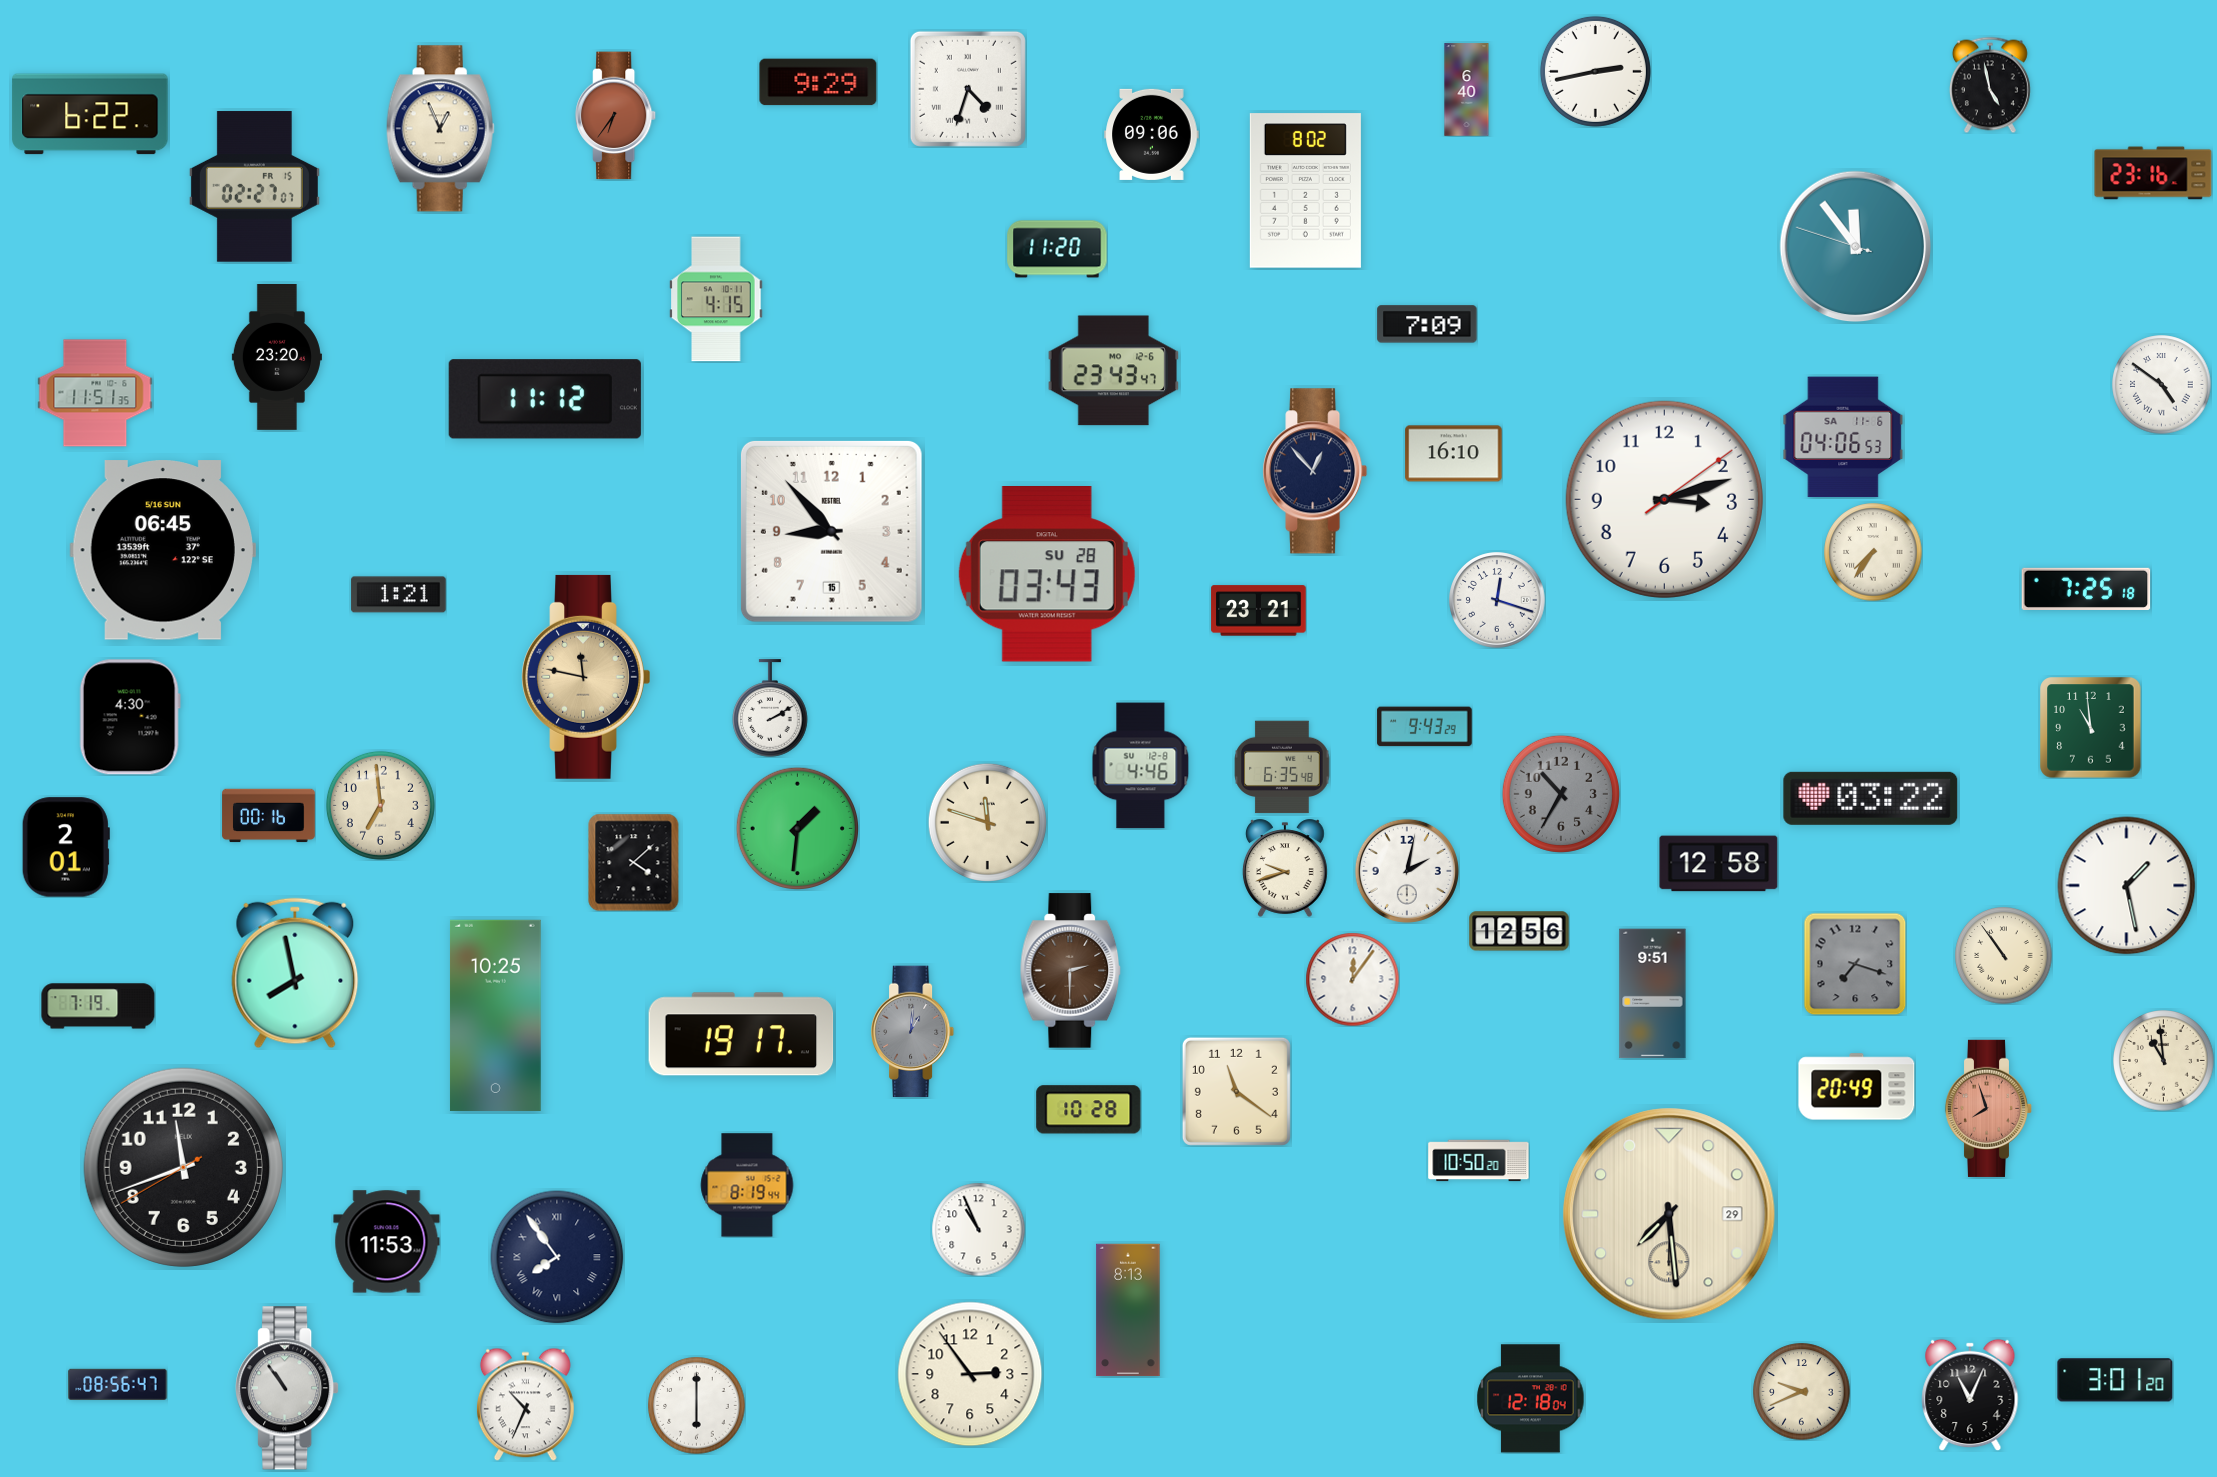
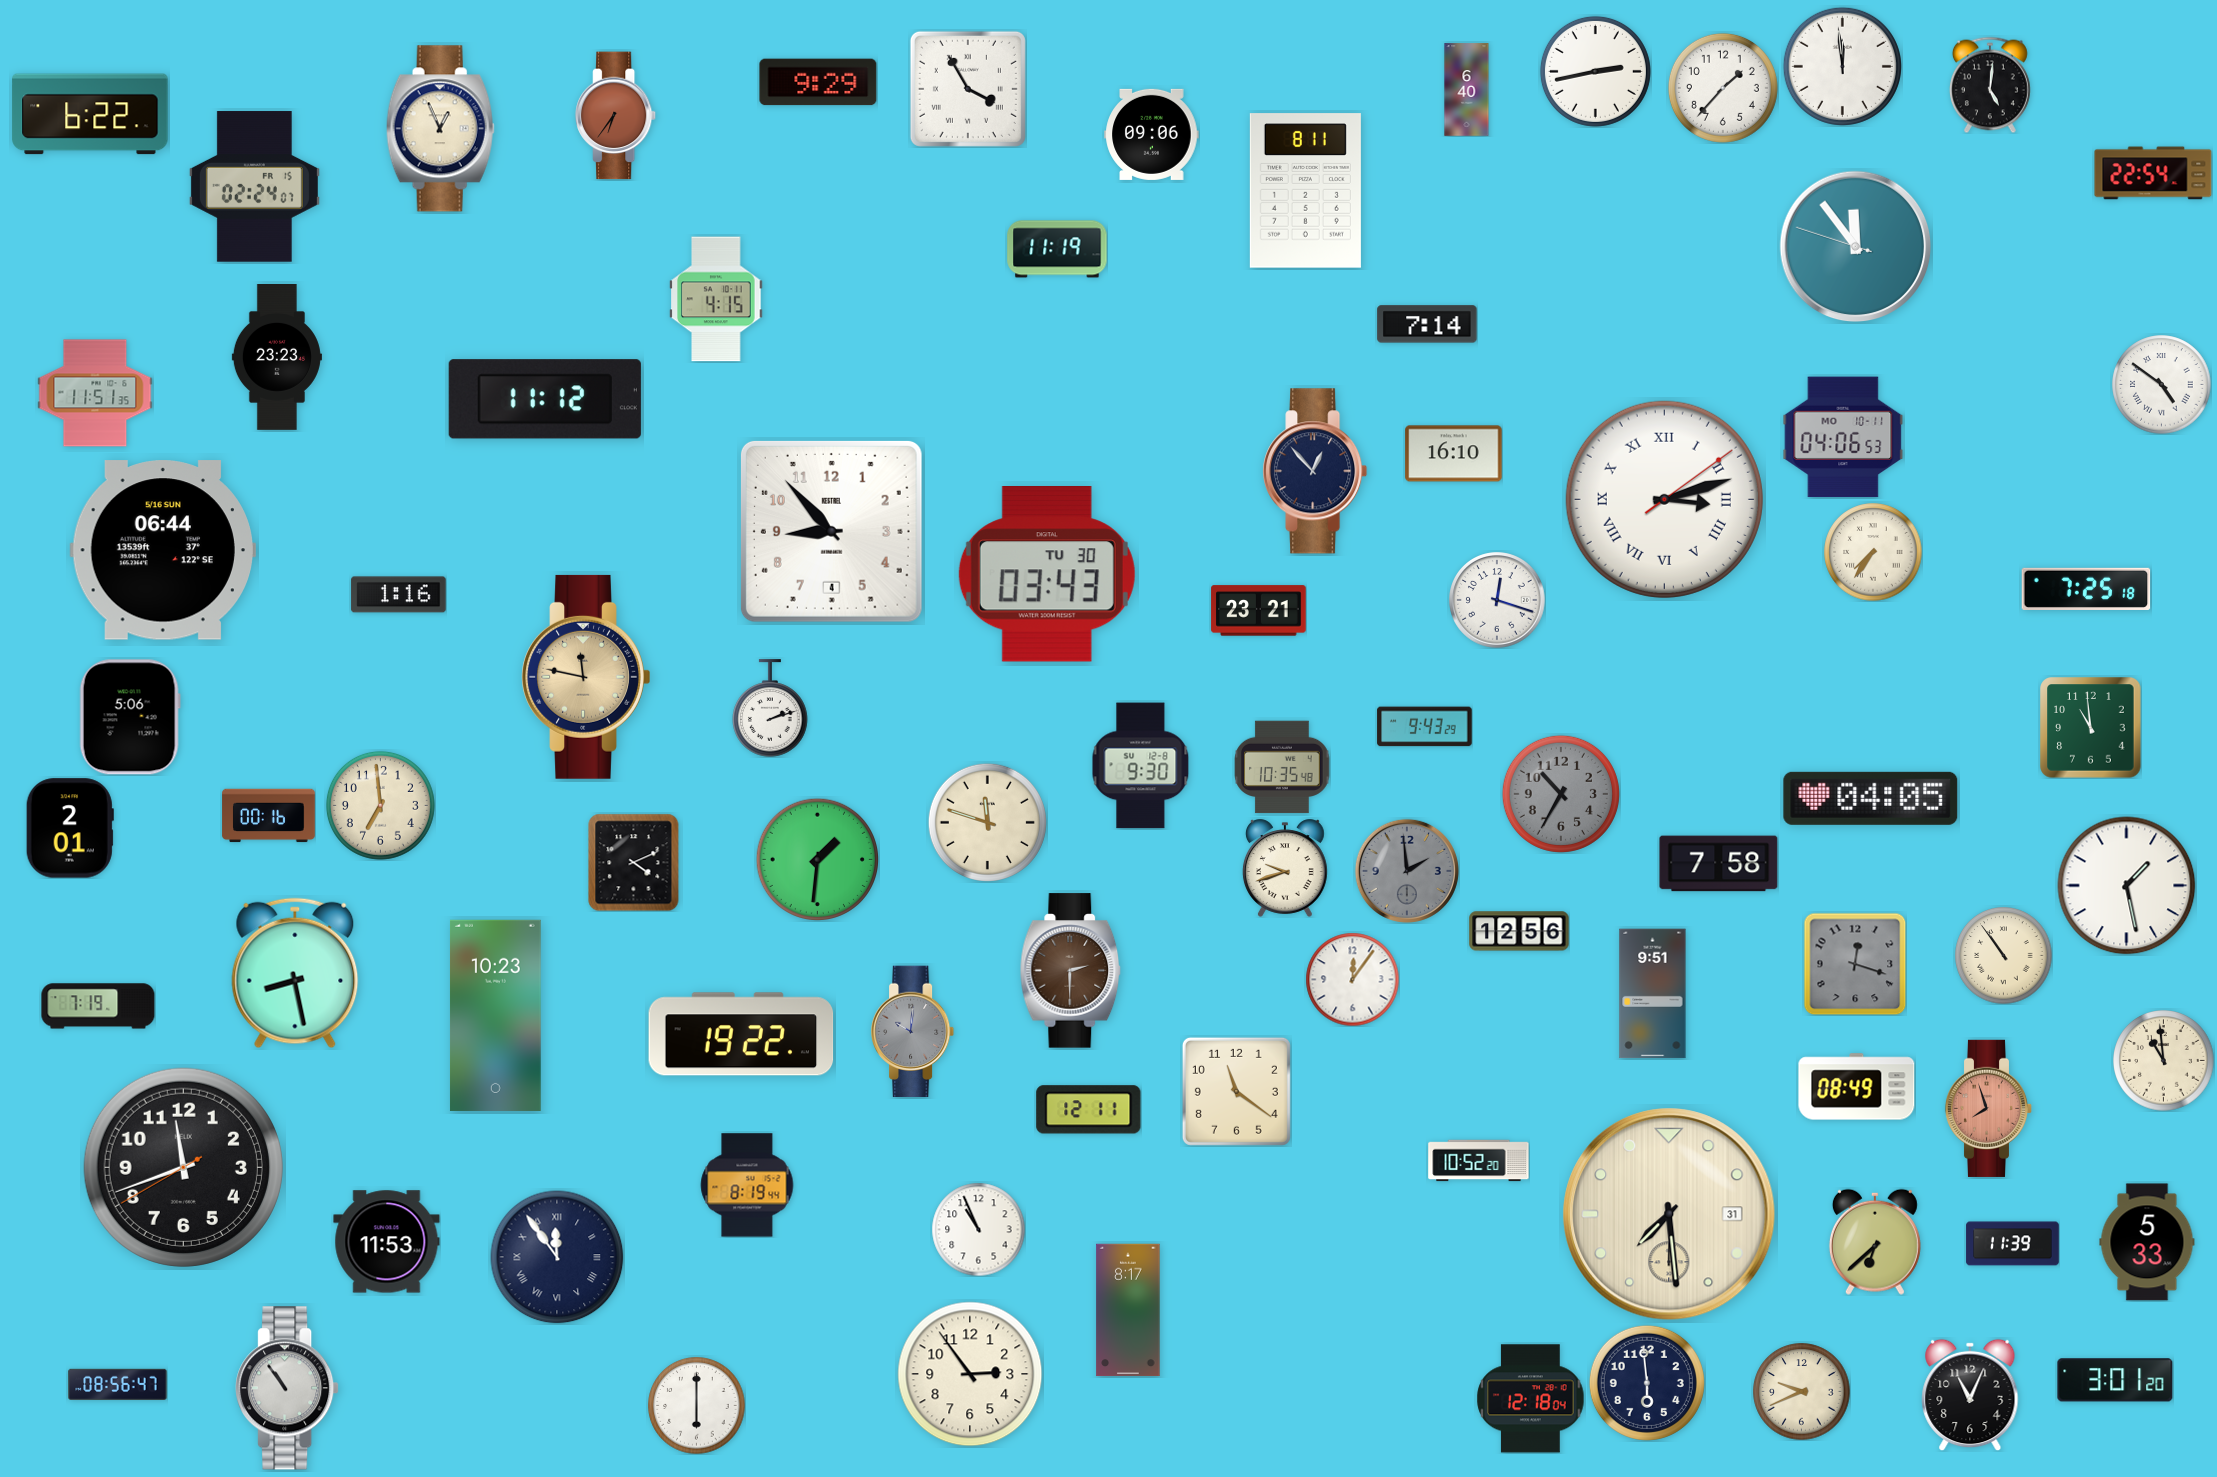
clock at (1842, 66): none -> 11:59
clock at (1990, 85): 4:58 -> 5:01
clock at (1723, 88): none -> 1:37
clock at (968, 89): 4:33 -> 3:55
clock at (2153, 173): 23:16 -> 22:54
clock at (254, 187): 02:27 -> 02:24
clock at (1305, 191): 8:02 -> 8:11
clock at (1057, 249): 11:20 -> 11:19
clock at (1427, 324): 7:09 -> 7:14
clock at (277, 358): 23:20 -> 23:23
clock at (1113, 371): 23:43 -> none
clock at (1843, 437) date: SA 11-6 -> MO 10-11
clock at (1664, 499) numerals: Arabic -> Roman
clock at (831, 531) date: 15 -> 4
clock at (163, 550): 06:45 -> 06:44
clock at (1047, 575) date: SU 28 -> TU 30
clock at (399, 595): 1:21 -> 1:16
clock at (770, 708): 2:10 -> 2:12
clock at (130, 717): 4:30 -> 5:06
clock at (1141, 766): 4:46 -> 9:30
clock at (1282, 767): 6:35 -> 10:35
clock at (1871, 798): 03:22 -> 04:05
clock at (797, 828) position: (797, 828) -> (817, 859)
clock at (66, 847) position: (66, 847) -> (70, 828)
clock at (634, 862): 4:08 -> 4:11
clock at (1719, 864): 12:58 -> 7:58
clock at (1407, 871): 2:02 -> 1:59
clock at (1407, 871) dial: white -> grey
clock at (1855, 964): 7:18 -> 12:18
clock at (295, 973): 7:58 -> 8:28
clock at (495, 1015): 10:25 -> 10:23
clock at (913, 1032): 1:01 -> 10:01
clock at (741, 1034): 19:17 -> 19:22
clock at (1857, 1087): 20:49 -> 08:49
clock at (1089, 1110): 10:28 -> 12:11
clock at (1479, 1161): 10:50 -> 10:52
clock at (1669, 1214) date: 29 -> 31
clock at (1875, 1242): none -> 6:38
clock at (2147, 1242): none -> 5:33
clock at (2013, 1244): none -> 11:39
clock at (557, 1257): 7:54 -> 11:54
clock at (1128, 1310): 8:13 -> 8:17
clock at (1647, 1383): none -> 5:59
clock at (525, 1404): 10:34 -> none
